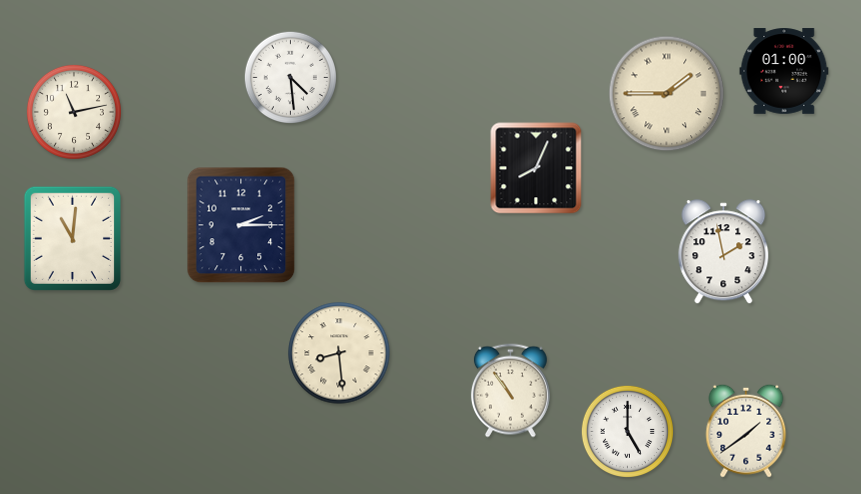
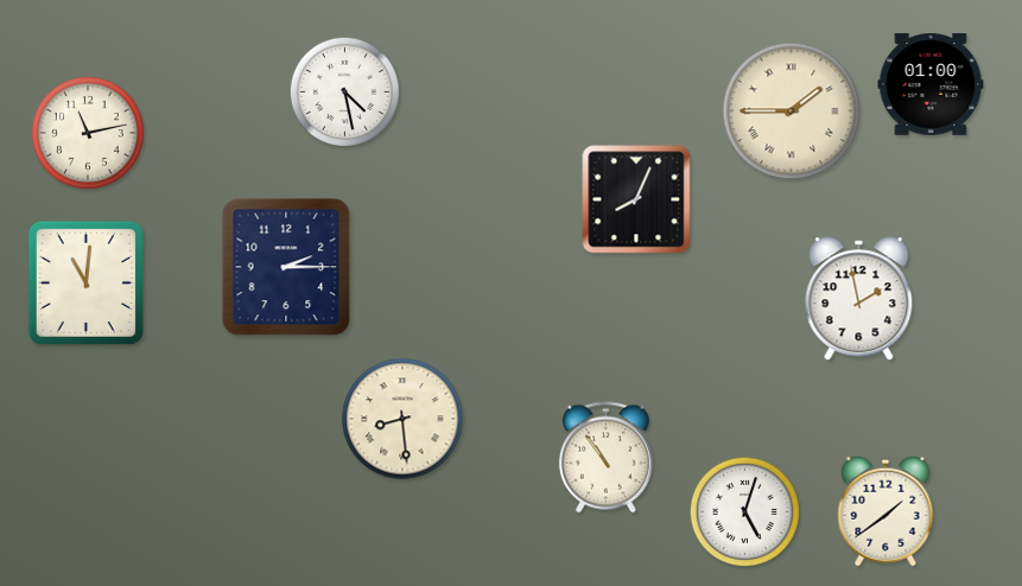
clock at (290, 77): 4:29 -> 4:28
clock at (510, 391) position: (510, 391) -> (605, 458)
clock at (627, 431): 5:00 -> 5:03
